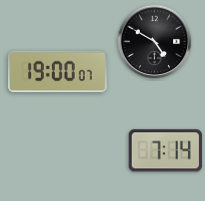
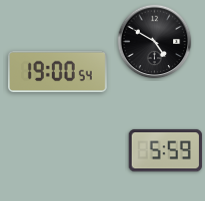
clock at (57, 72): 19:00:07 -> 19:00:54
clock at (165, 151): 7:14 -> 5:59
